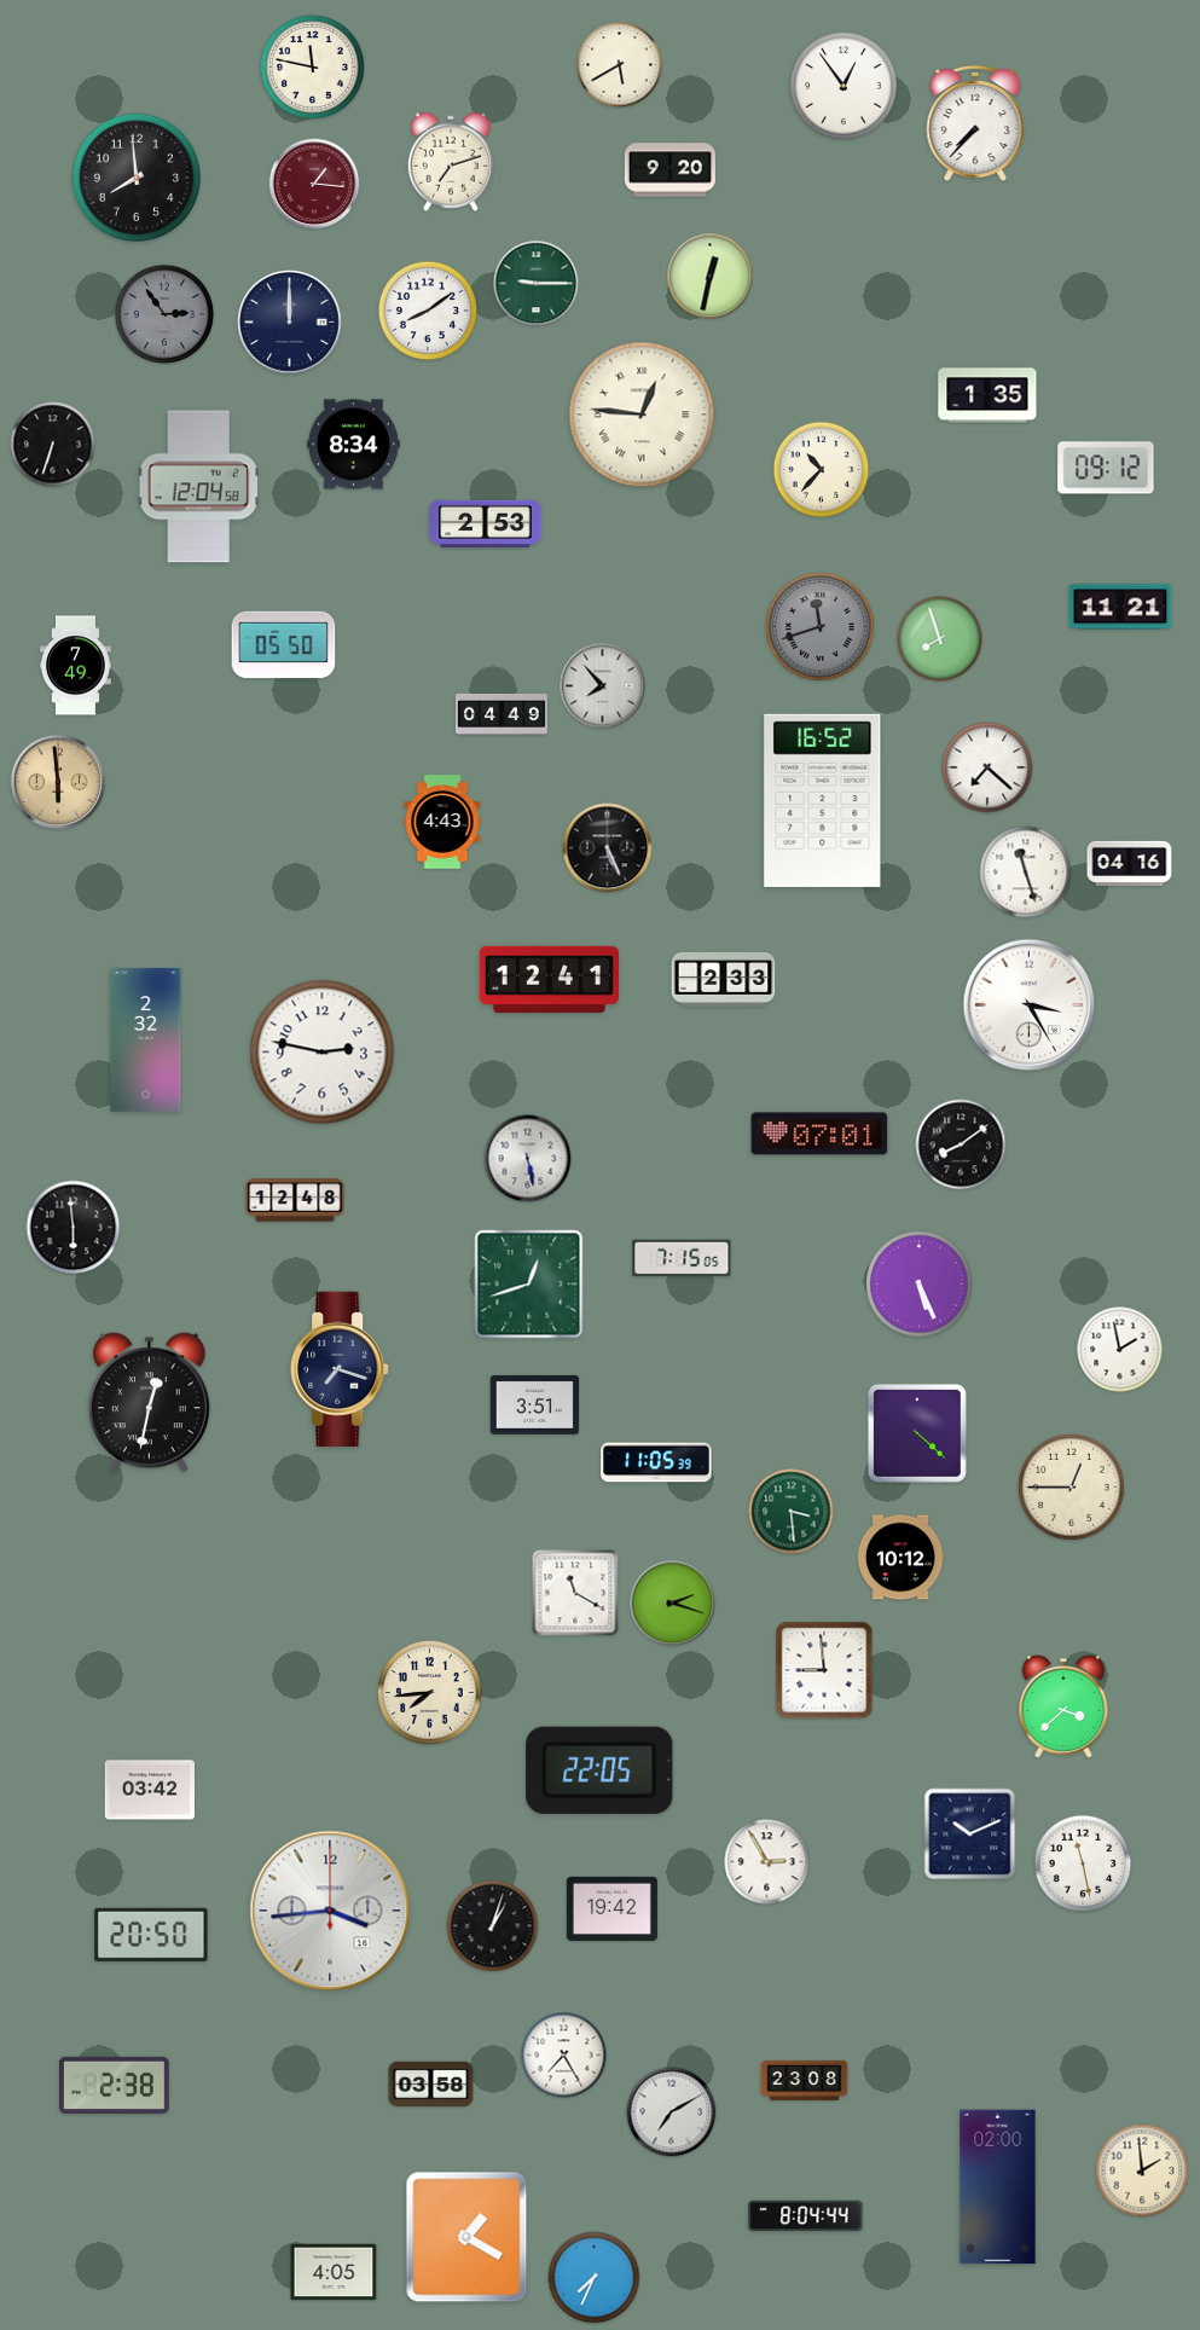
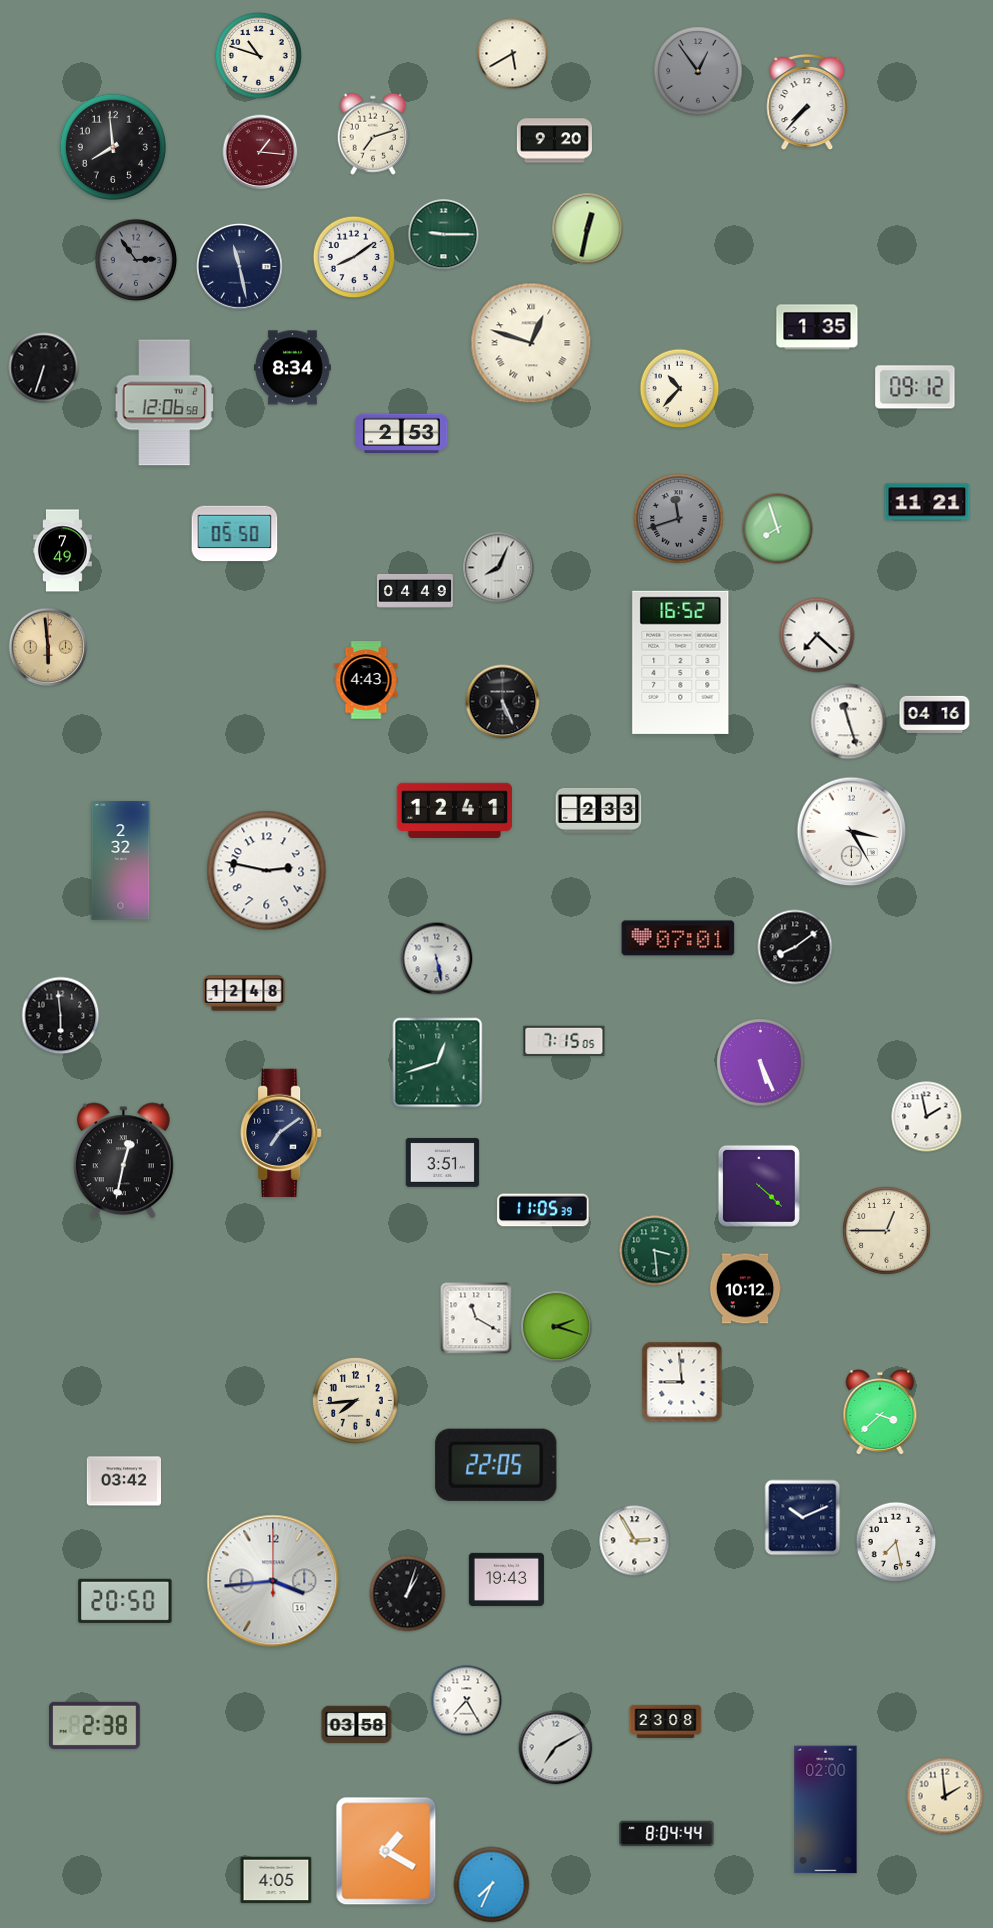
clock at (312, 66): 11:47 -> 10:48
clock at (844, 86) dial: white -> grey
clock at (290, 323): 12:00 -> 11:28
clock at (642, 415): 12:46 -> 12:48
clock at (198, 487): 12:04 -> 12:06
clock at (603, 686): 7:53 -> 8:04
clock at (340, 1369): 7:18 -> 7:09
clock at (1083, 1864): 11:28 -> 7:28
clock at (611, 1908): 19:42 -> 19:43
